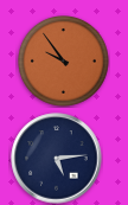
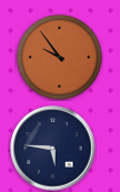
clock at (57, 159): 5:14 -> 5:46
